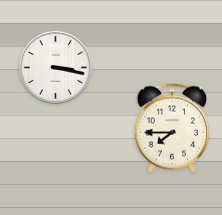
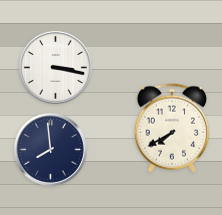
clock at (172, 128): 7:45 -> 7:40
clock at (50, 149): none -> 7:59
